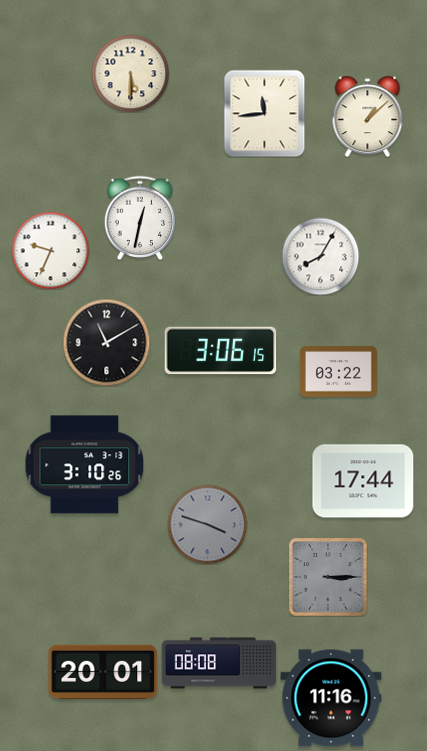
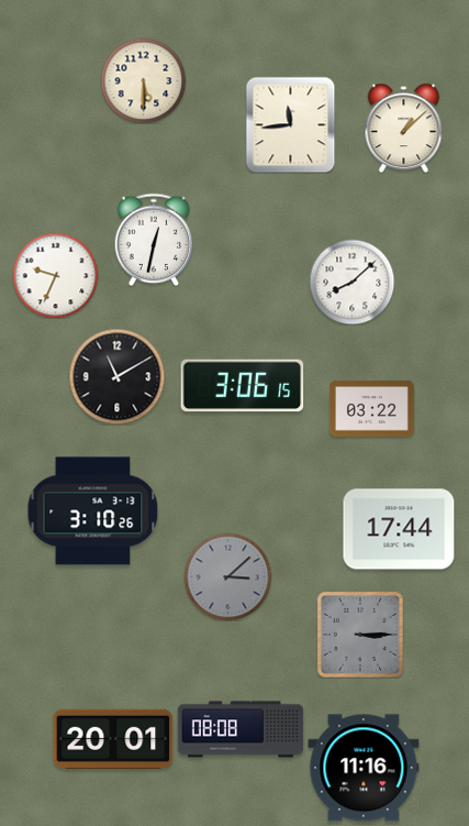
clock at (320, 256): 8:05 -> 8:08
clock at (207, 524): 3:48 -> 3:08
